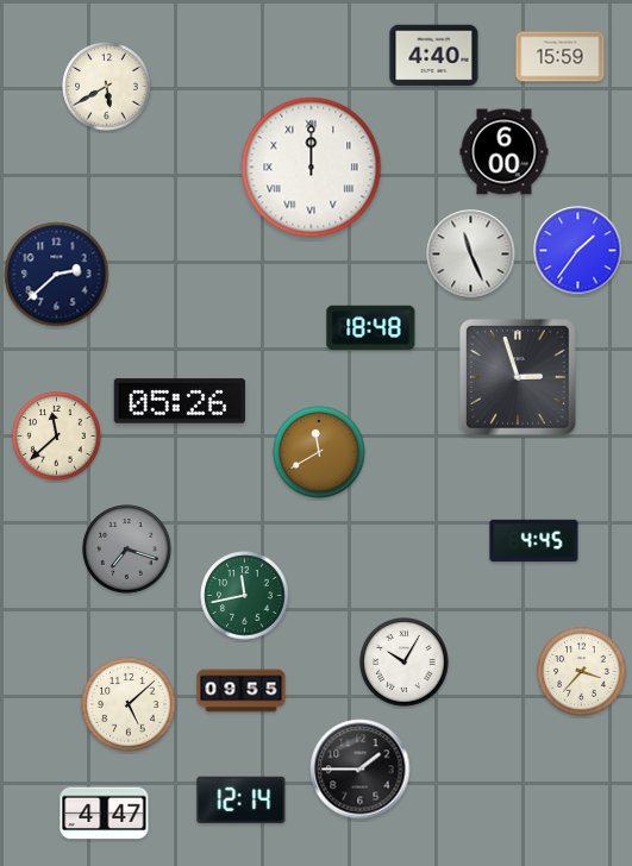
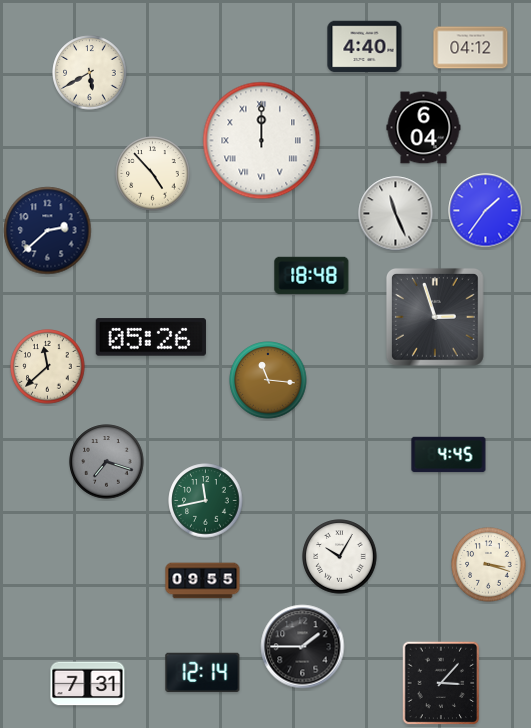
clock at (561, 57): 15:59 -> 04:12
clock at (505, 152): 6:00 -> 6:04
clock at (153, 174): none -> 4:53
clock at (319, 452): 11:40 -> 11:16
clock at (582, 672): 3:37 -> 3:18
clock at (129, 704): 5:08 -> none
clock at (441, 683): none -> 3:07
clock at (105, 814): 4:47 -> 7:31
